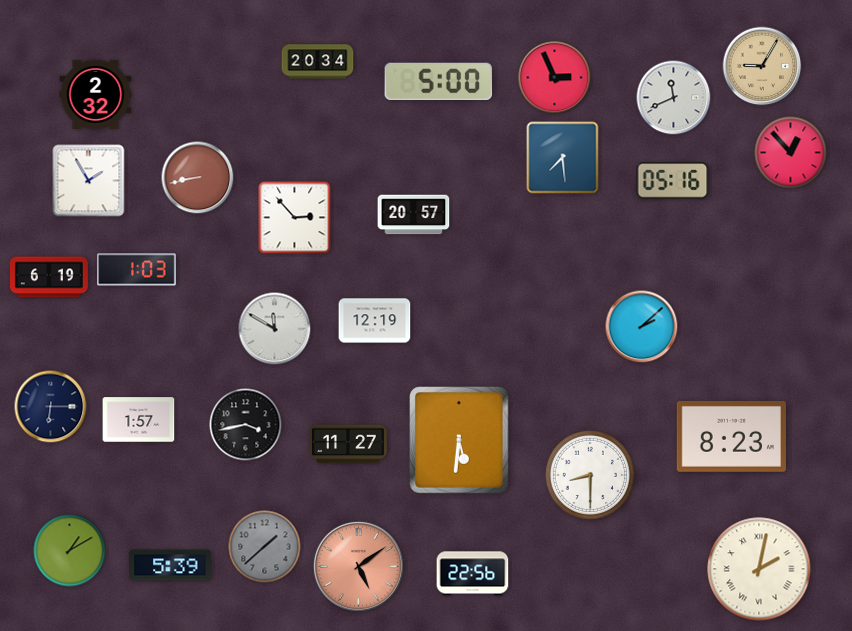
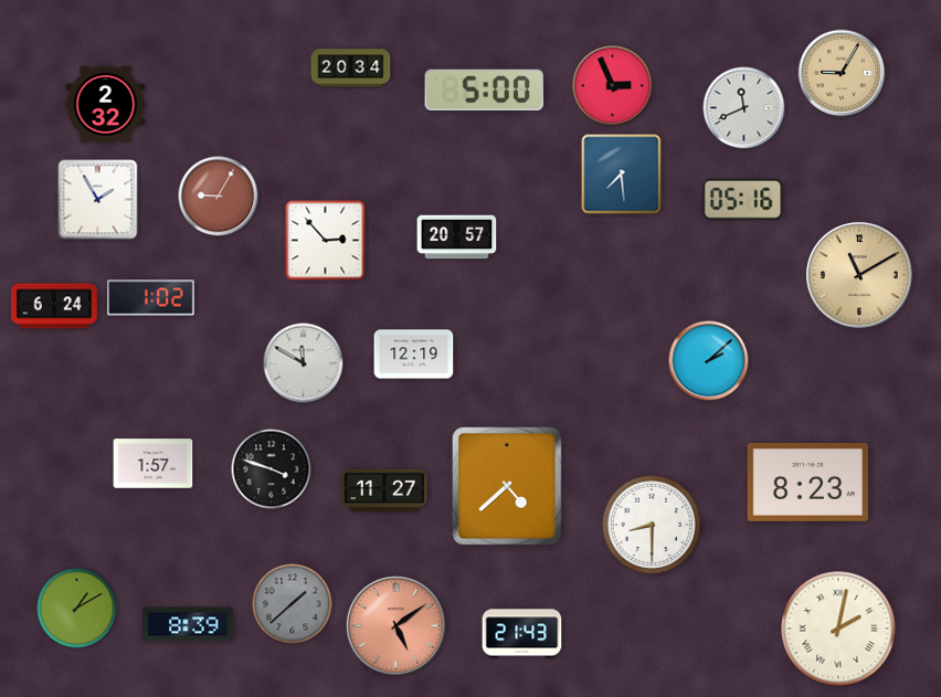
clock at (791, 153): 12:53 -> none
clock at (198, 178): 8:43 -> 9:05
clock at (859, 275): none -> 11:10
clock at (137, 270): 1:03 -> 1:02
clock at (49, 277): 6:19 -> 6:24
clock at (51, 407): 6:15 -> none
clock at (246, 425): 3:43 -> 3:48
clock at (460, 441): 5:31 -> 4:38
clock at (170, 565): 5:39 -> 8:39
clock at (473, 574): 22:56 -> 21:43
